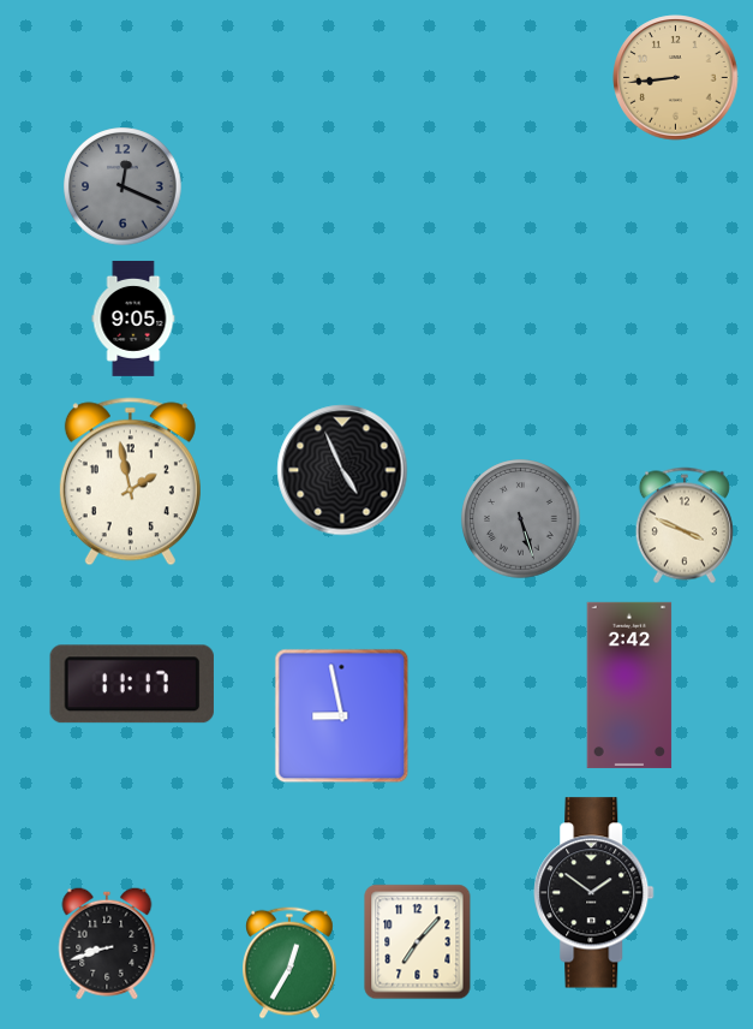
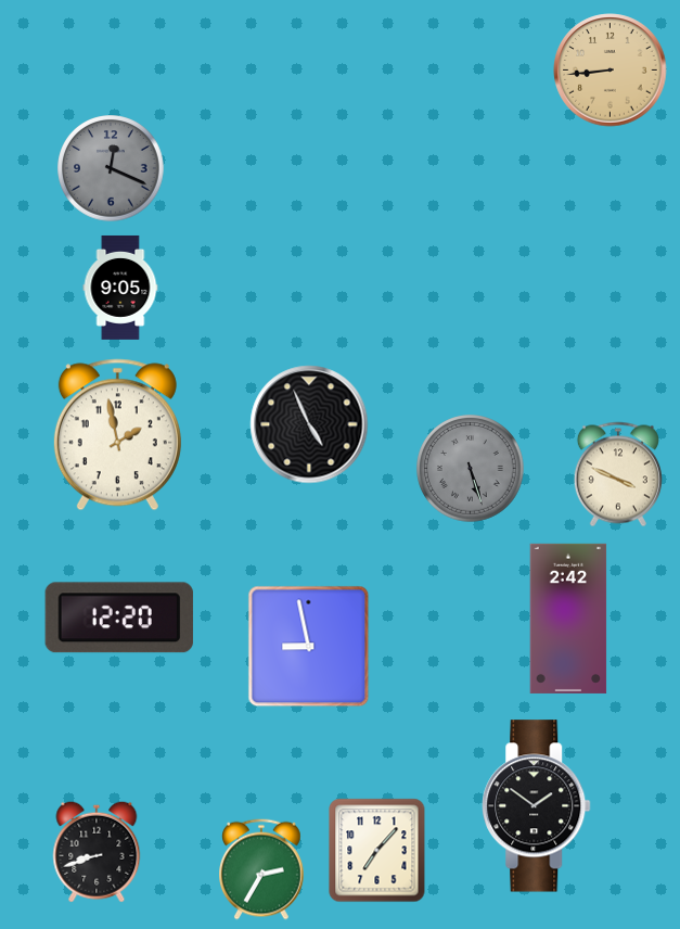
clock at (132, 684): 11:17 -> 12:20
clock at (291, 963): 12:35 -> 2:35
